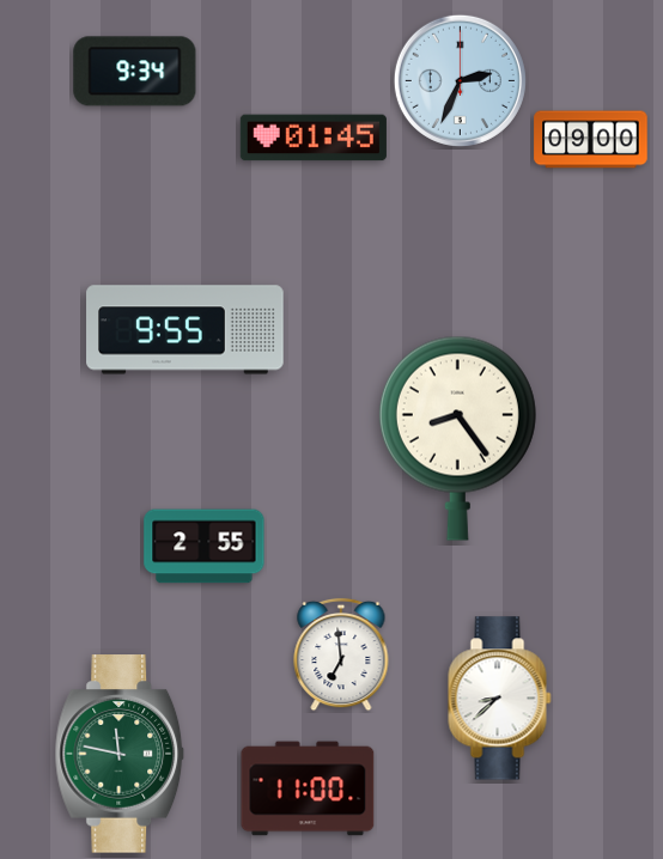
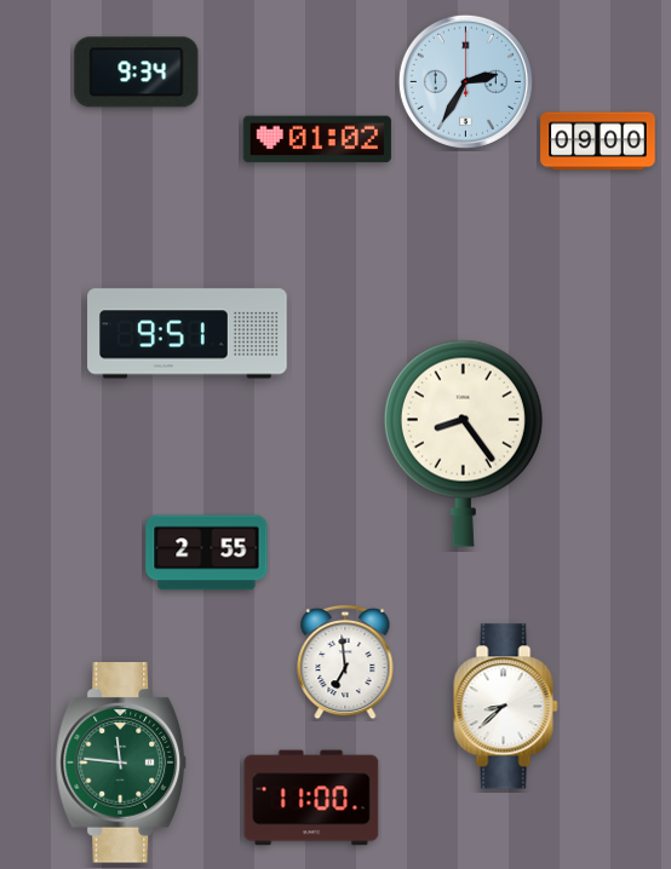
clock at (460, 80): 2:34 -> 2:35
clock at (314, 138): 01:45 -> 01:02
clock at (185, 330): 9:55 -> 9:51
clock at (120, 754): 11:47 -> 11:46
